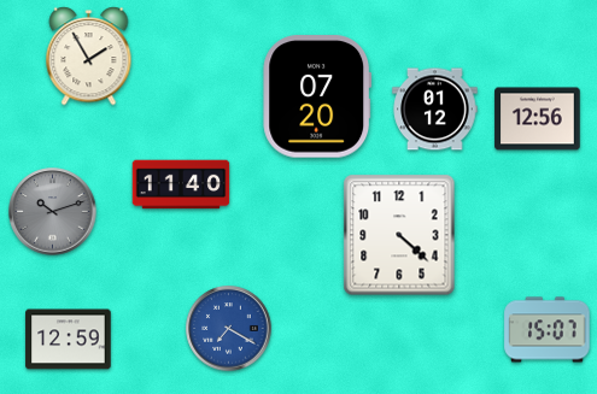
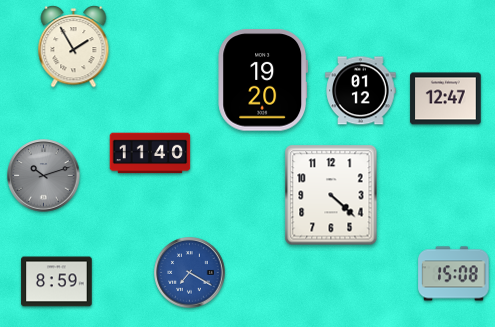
clock at (317, 96): 07:20 -> 19:20
clock at (538, 119): 12:56 -> 12:47
clock at (548, 330): 15:07 -> 15:08
clock at (69, 340): 12:59 -> 8:59
